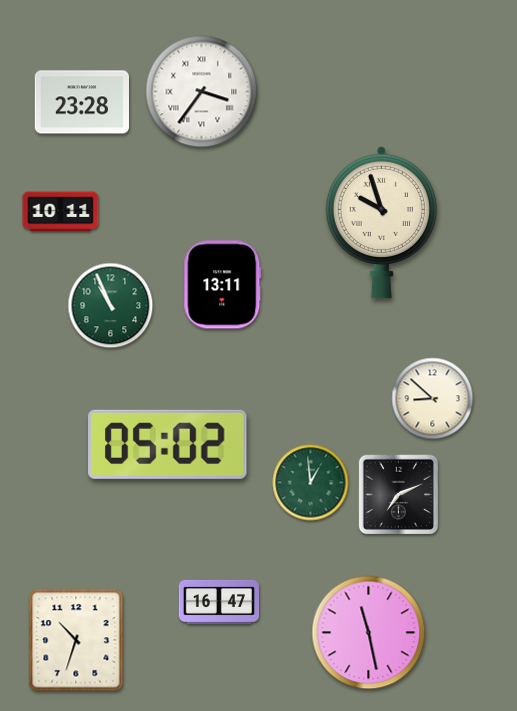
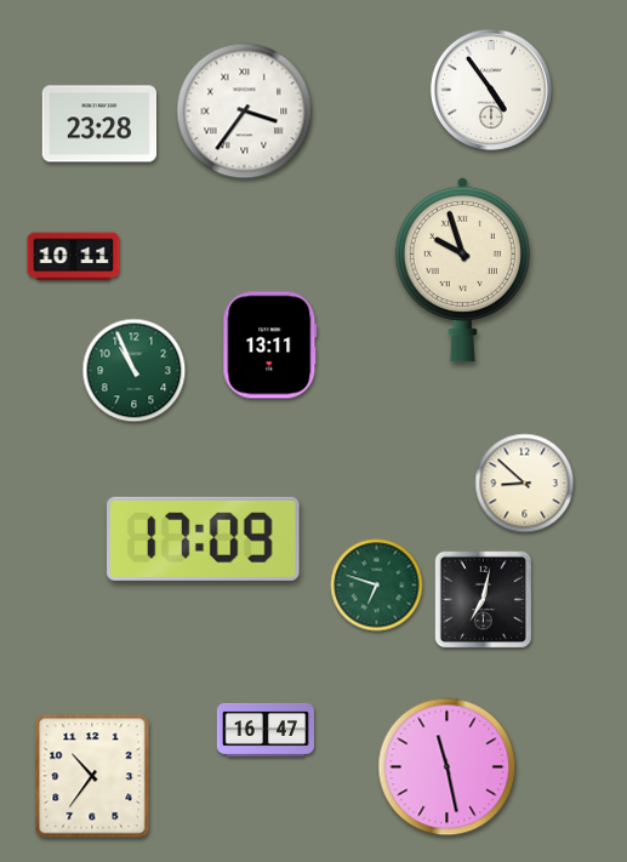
clock at (491, 90): none -> 4:54
clock at (168, 444): 05:02 -> 17:09
clock at (311, 483): 12:59 -> 6:48
clock at (399, 495): 7:11 -> 7:02
clock at (76, 640): 10:33 -> 10:36
